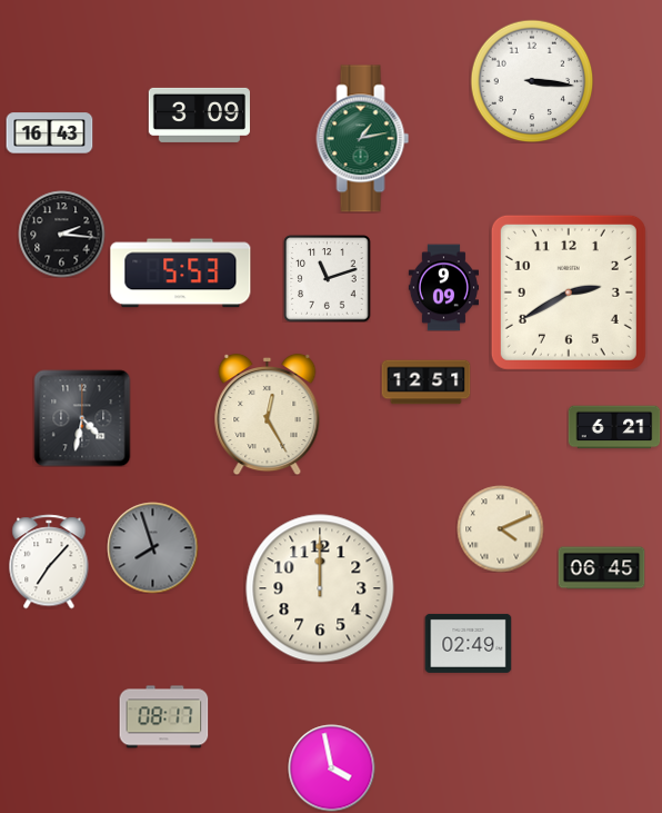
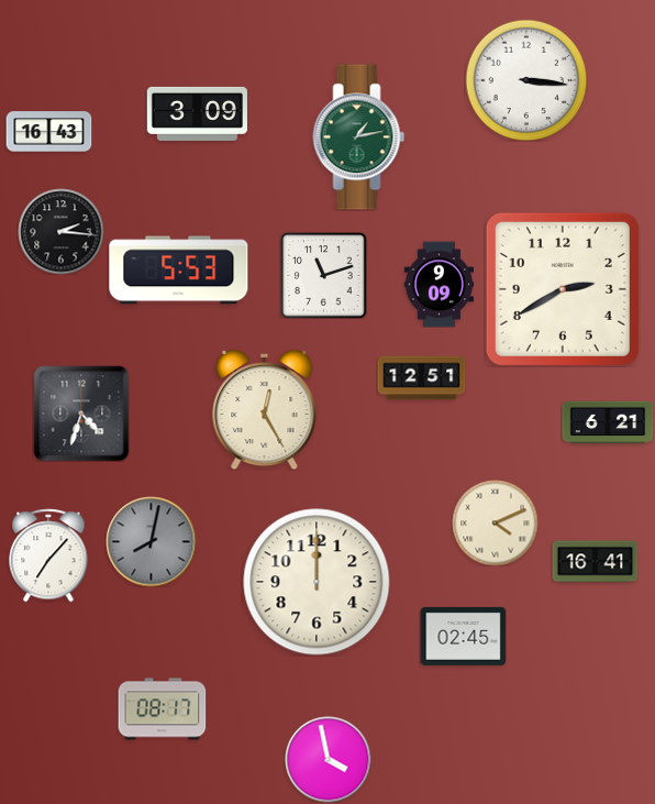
clock at (82, 418): 4:32 -> 4:33
clock at (152, 547): 7:57 -> 8:02
clock at (601, 568): 06:45 -> 16:41
clock at (468, 643): 02:49 -> 02:45
